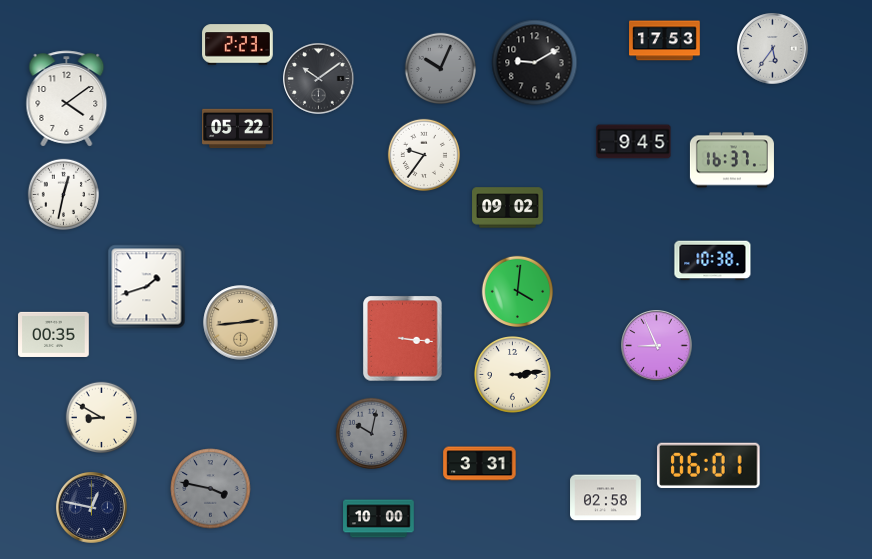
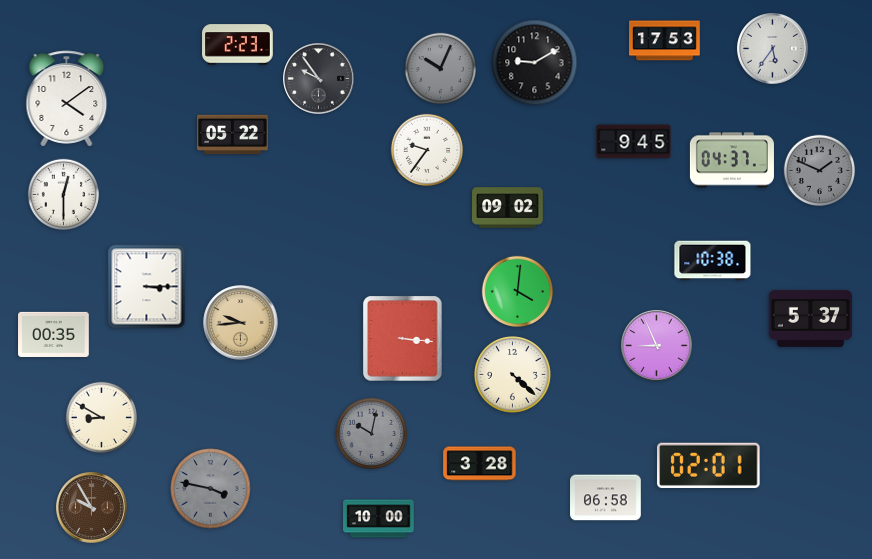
clock at (319, 79): 10:09 -> 9:54
clock at (238, 129) position: (238, 129) -> (233, 135)
clock at (424, 155) position: (424, 155) -> (427, 150)
clock at (732, 160): 16:37 -> 04:37
clock at (819, 170): none -> 1:49
clock at (63, 194): 12:32 -> 12:30
clock at (147, 287): 1:42 -> 3:15
clock at (810, 318): none -> 5:37
clock at (241, 323): 2:44 -> 9:44
clock at (513, 375): 3:14 -> 4:22
clock at (480, 464): 3:31 -> 3:28
clock at (709, 465): 06:01 -> 02:01
clock at (606, 498): 02:58 -> 06:58
clock at (92, 508): 12:47 -> 9:55
clock at (92, 508) dial: navy -> brown
